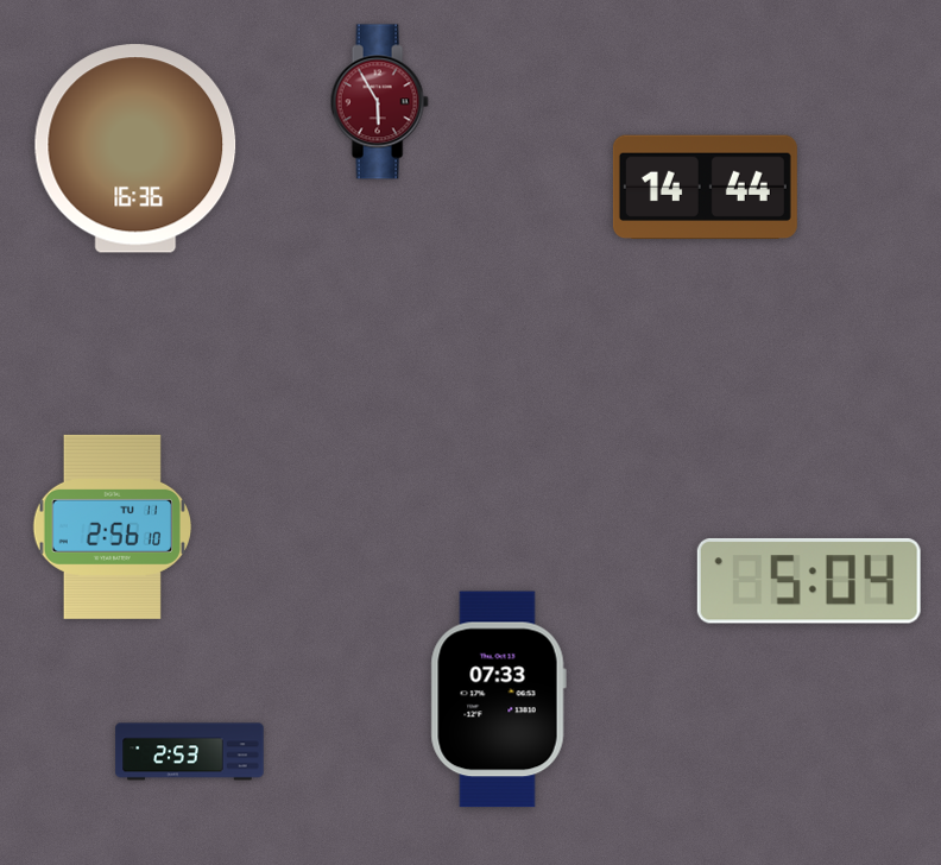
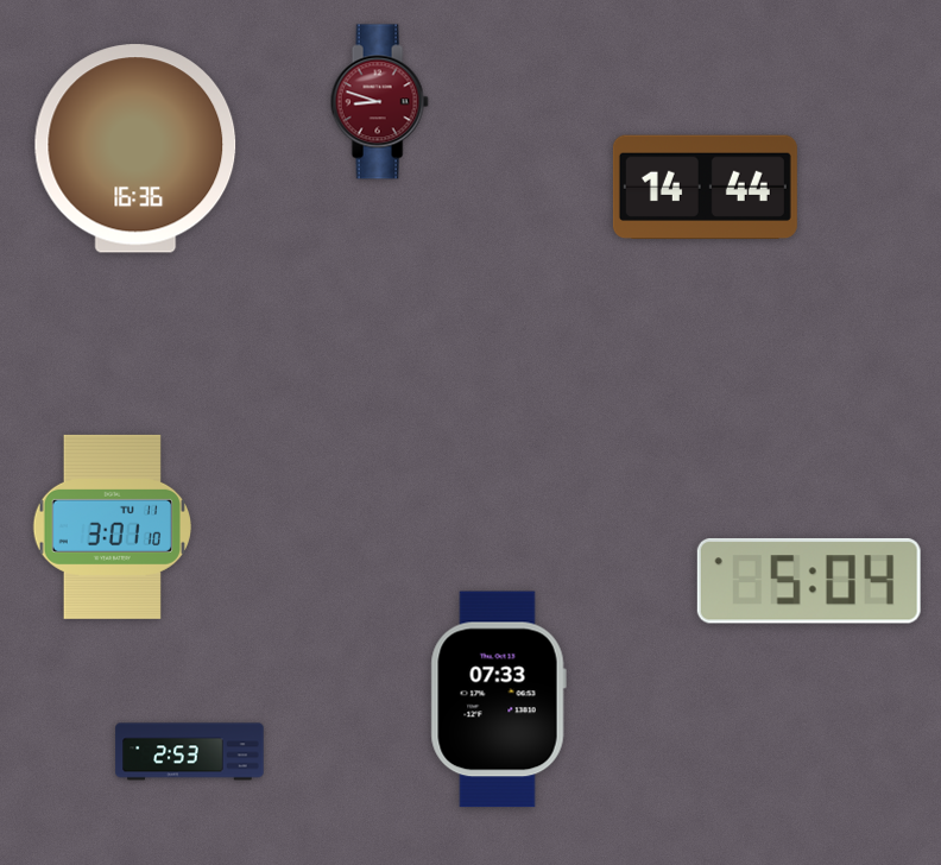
clock at (379, 102): 5:55 -> 8:48
clock at (112, 526): 2:56 -> 3:01
